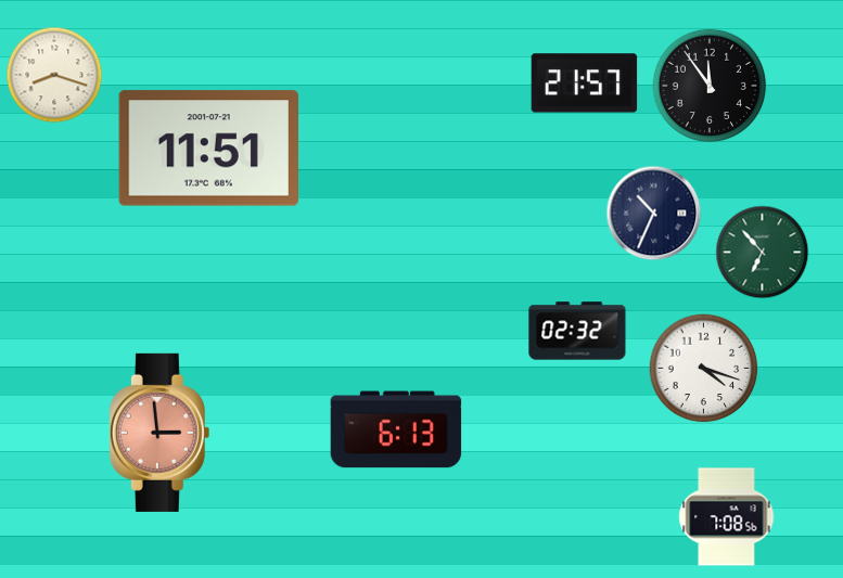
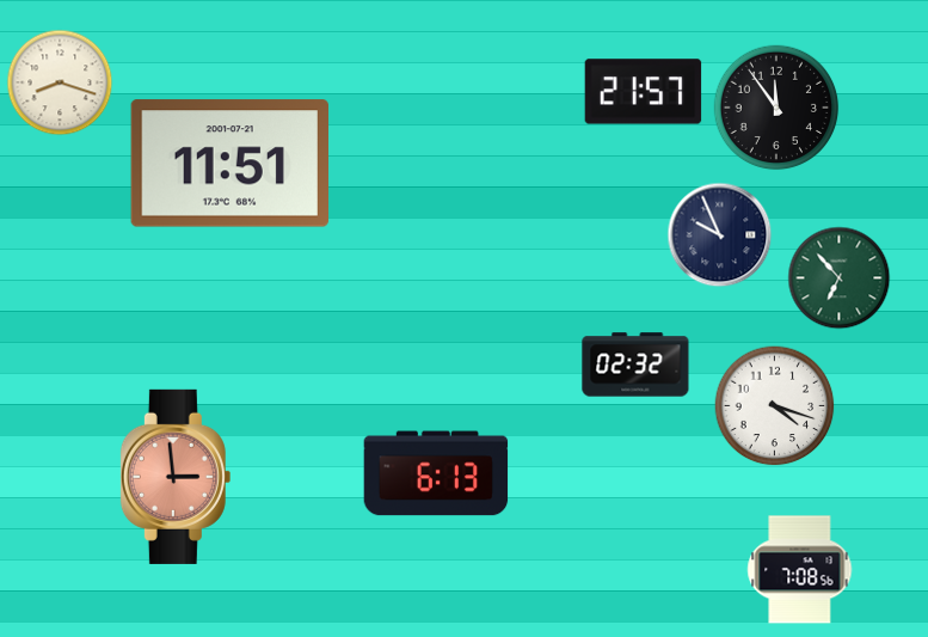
clock at (710, 86) position: (710, 86) -> (776, 108)
clock at (654, 214): 10:34 -> 9:56
